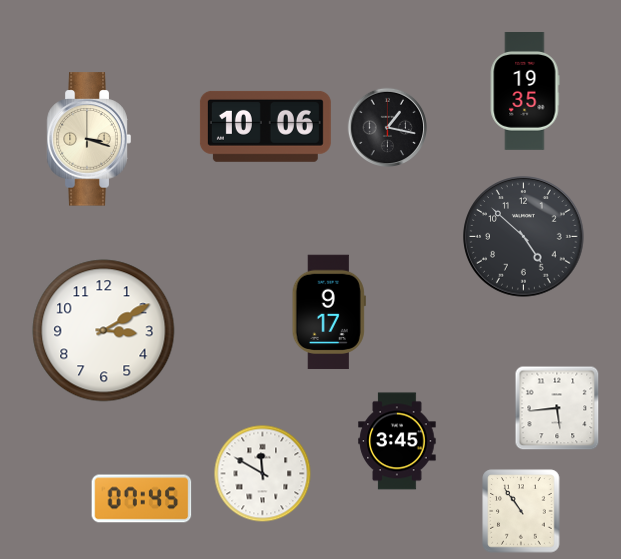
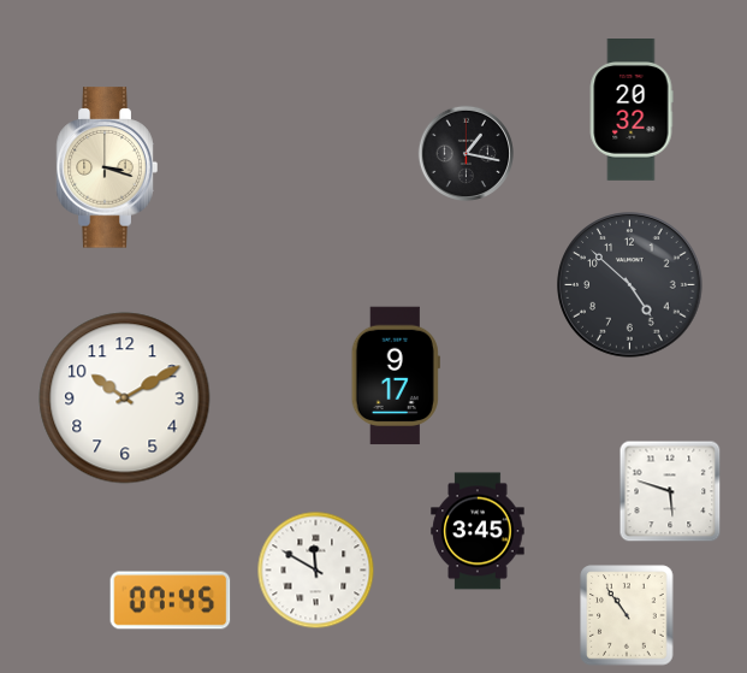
clock at (525, 92): 19:35 -> 20:32
clock at (265, 126): 10:06 -> none
clock at (104, 331): 3:10 -> 10:10
clock at (557, 408): 5:44 -> 5:48
